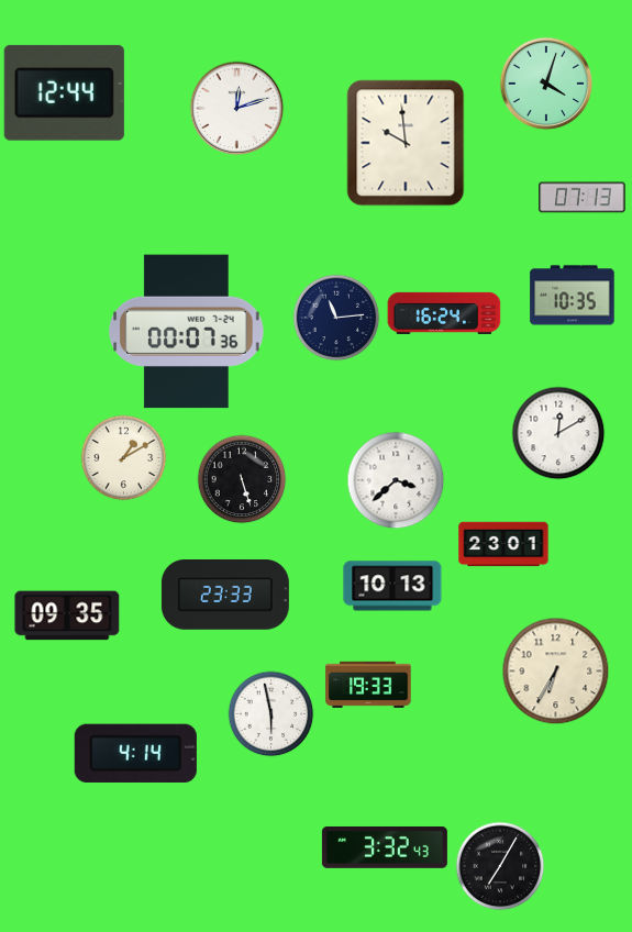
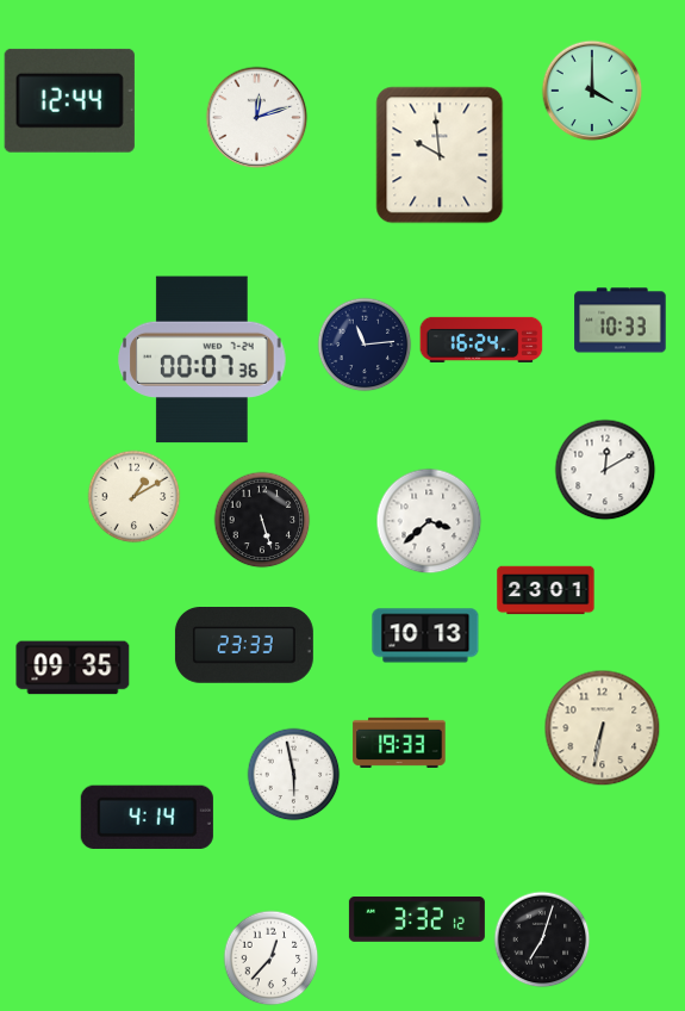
clock at (546, 84): 4:03 -> 4:00
clock at (583, 198): 07:13 -> none
clock at (573, 296): 10:35 -> 10:33
clock at (555, 670): 6:35 -> 6:32
clock at (385, 847): 3:32:43 -> 3:32:12
clock at (500, 866): 7:05 -> 7:03
clock at (270, 957): none -> 12:37
